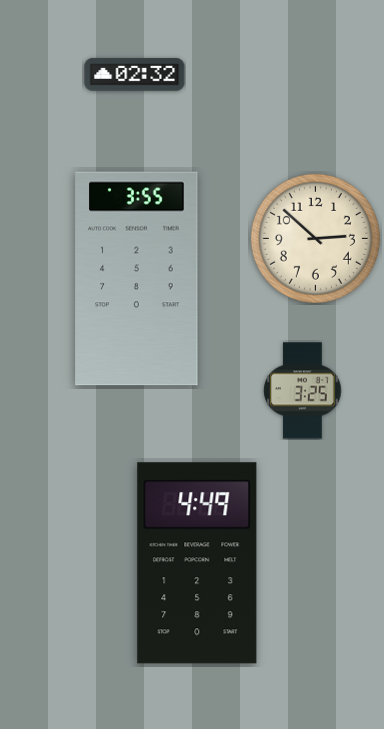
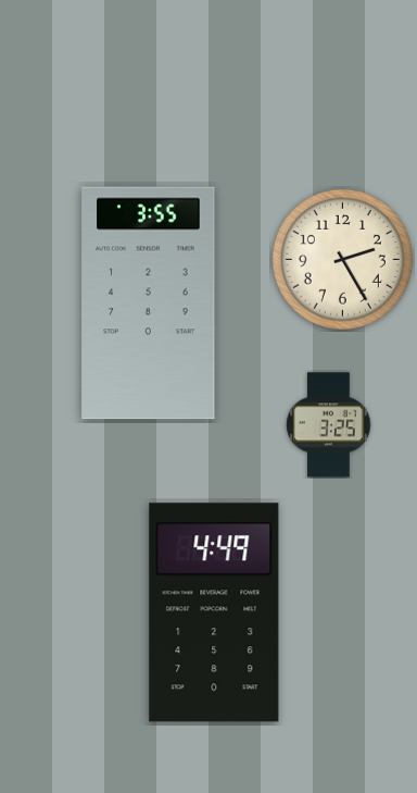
clock at (135, 75): 02:32 -> none
clock at (315, 238): 2:52 -> 2:25
